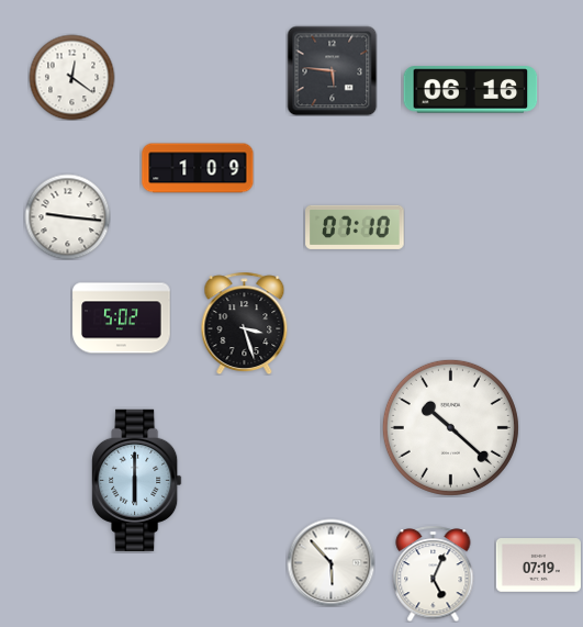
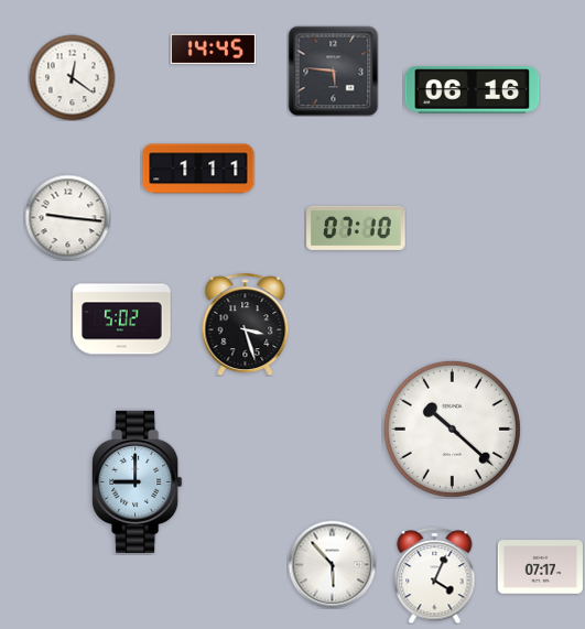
clock at (213, 48): none -> 14:45
clock at (198, 168): 1:09 -> 1:11
clock at (137, 480): 6:00 -> 9:00
clock at (538, 566): 07:19 -> 07:17
clock at (434, 573): 5:04 -> 4:04
